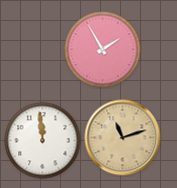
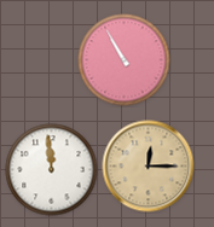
clock at (103, 50): 1:55 -> 10:55
clock at (123, 138): 11:12 -> 12:15
